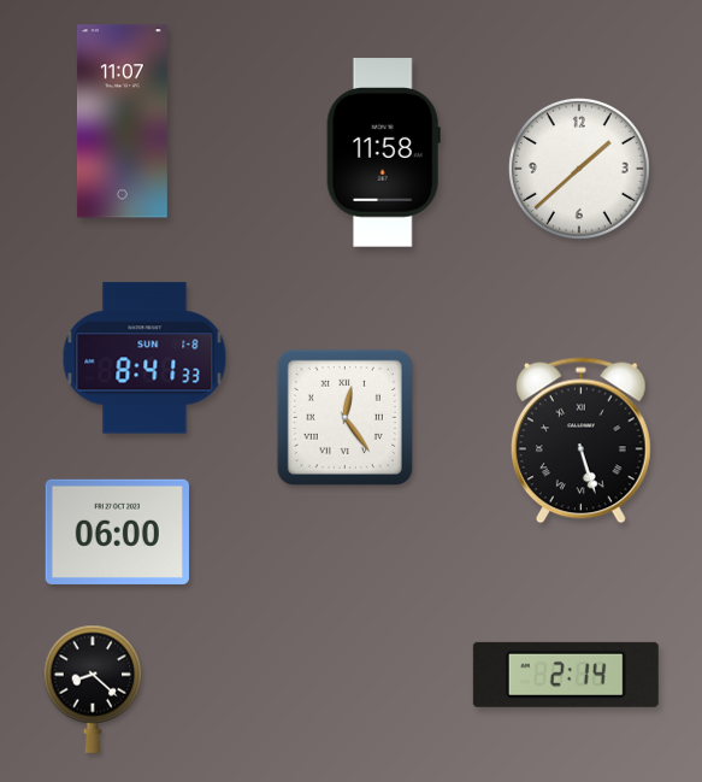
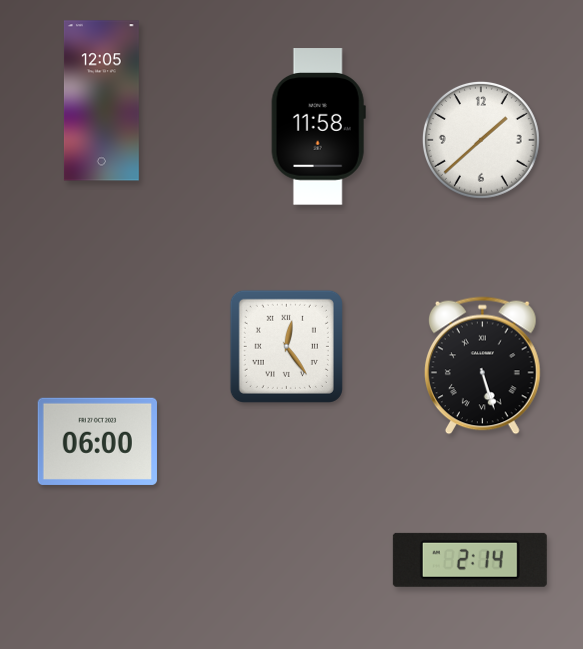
clock at (122, 122): 11:07 -> 12:05
clock at (144, 358): 8:41 -> none
clock at (93, 689): 8:22 -> none
